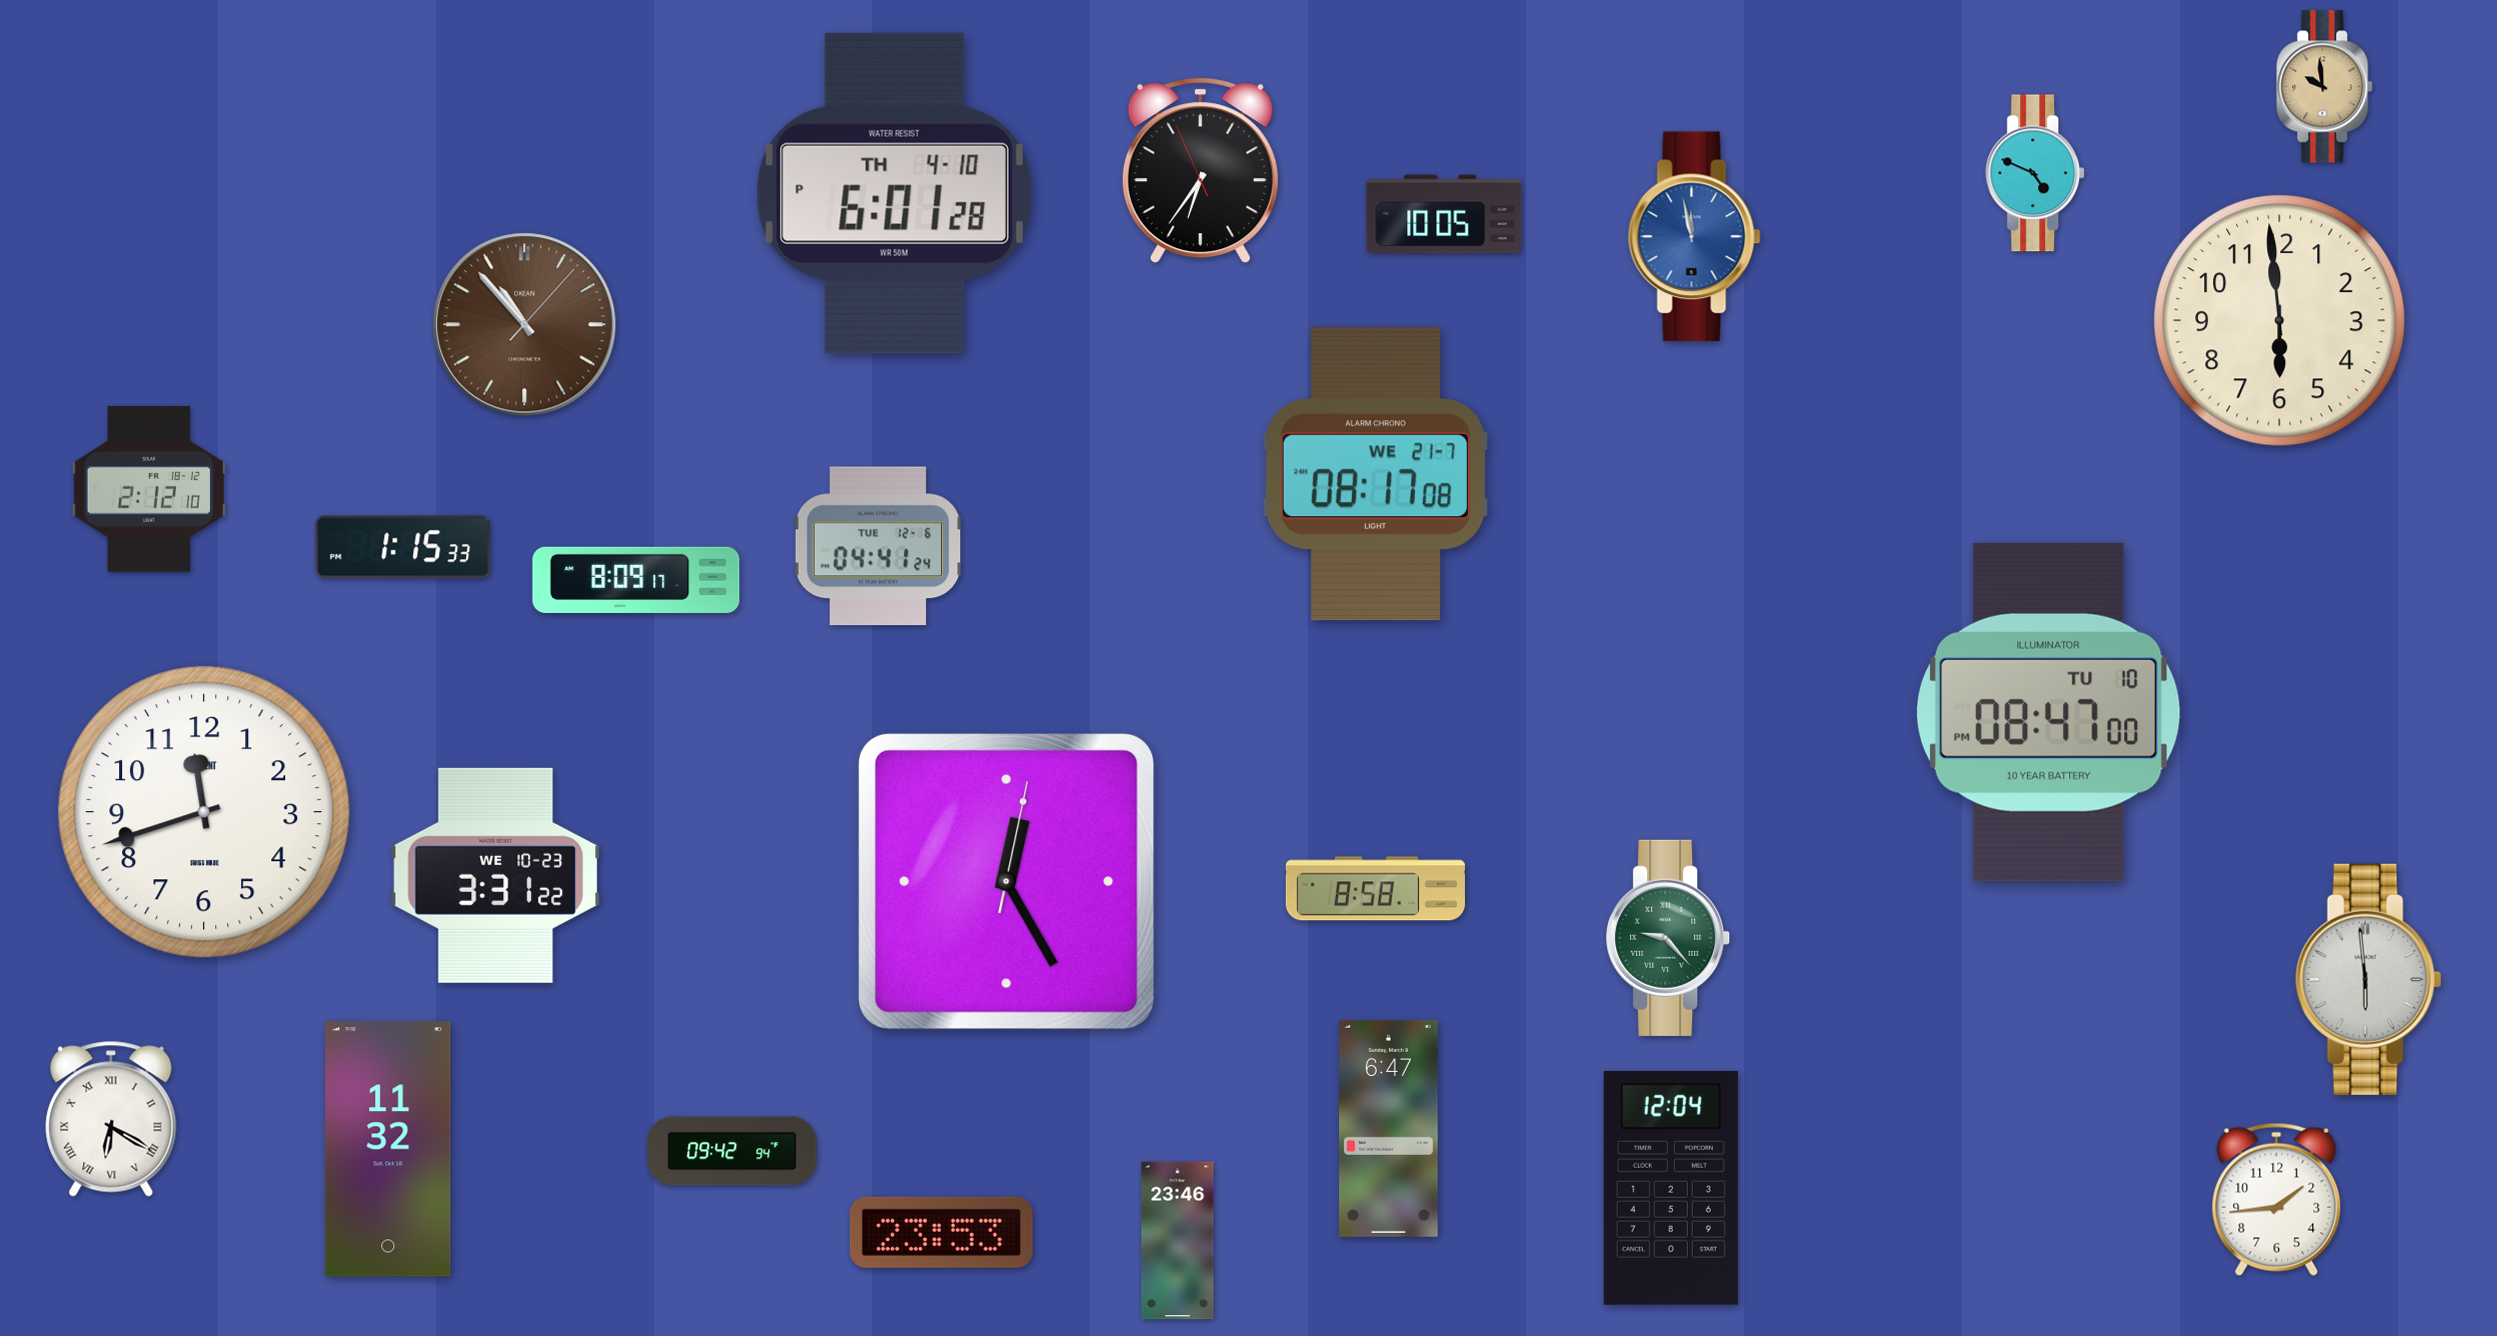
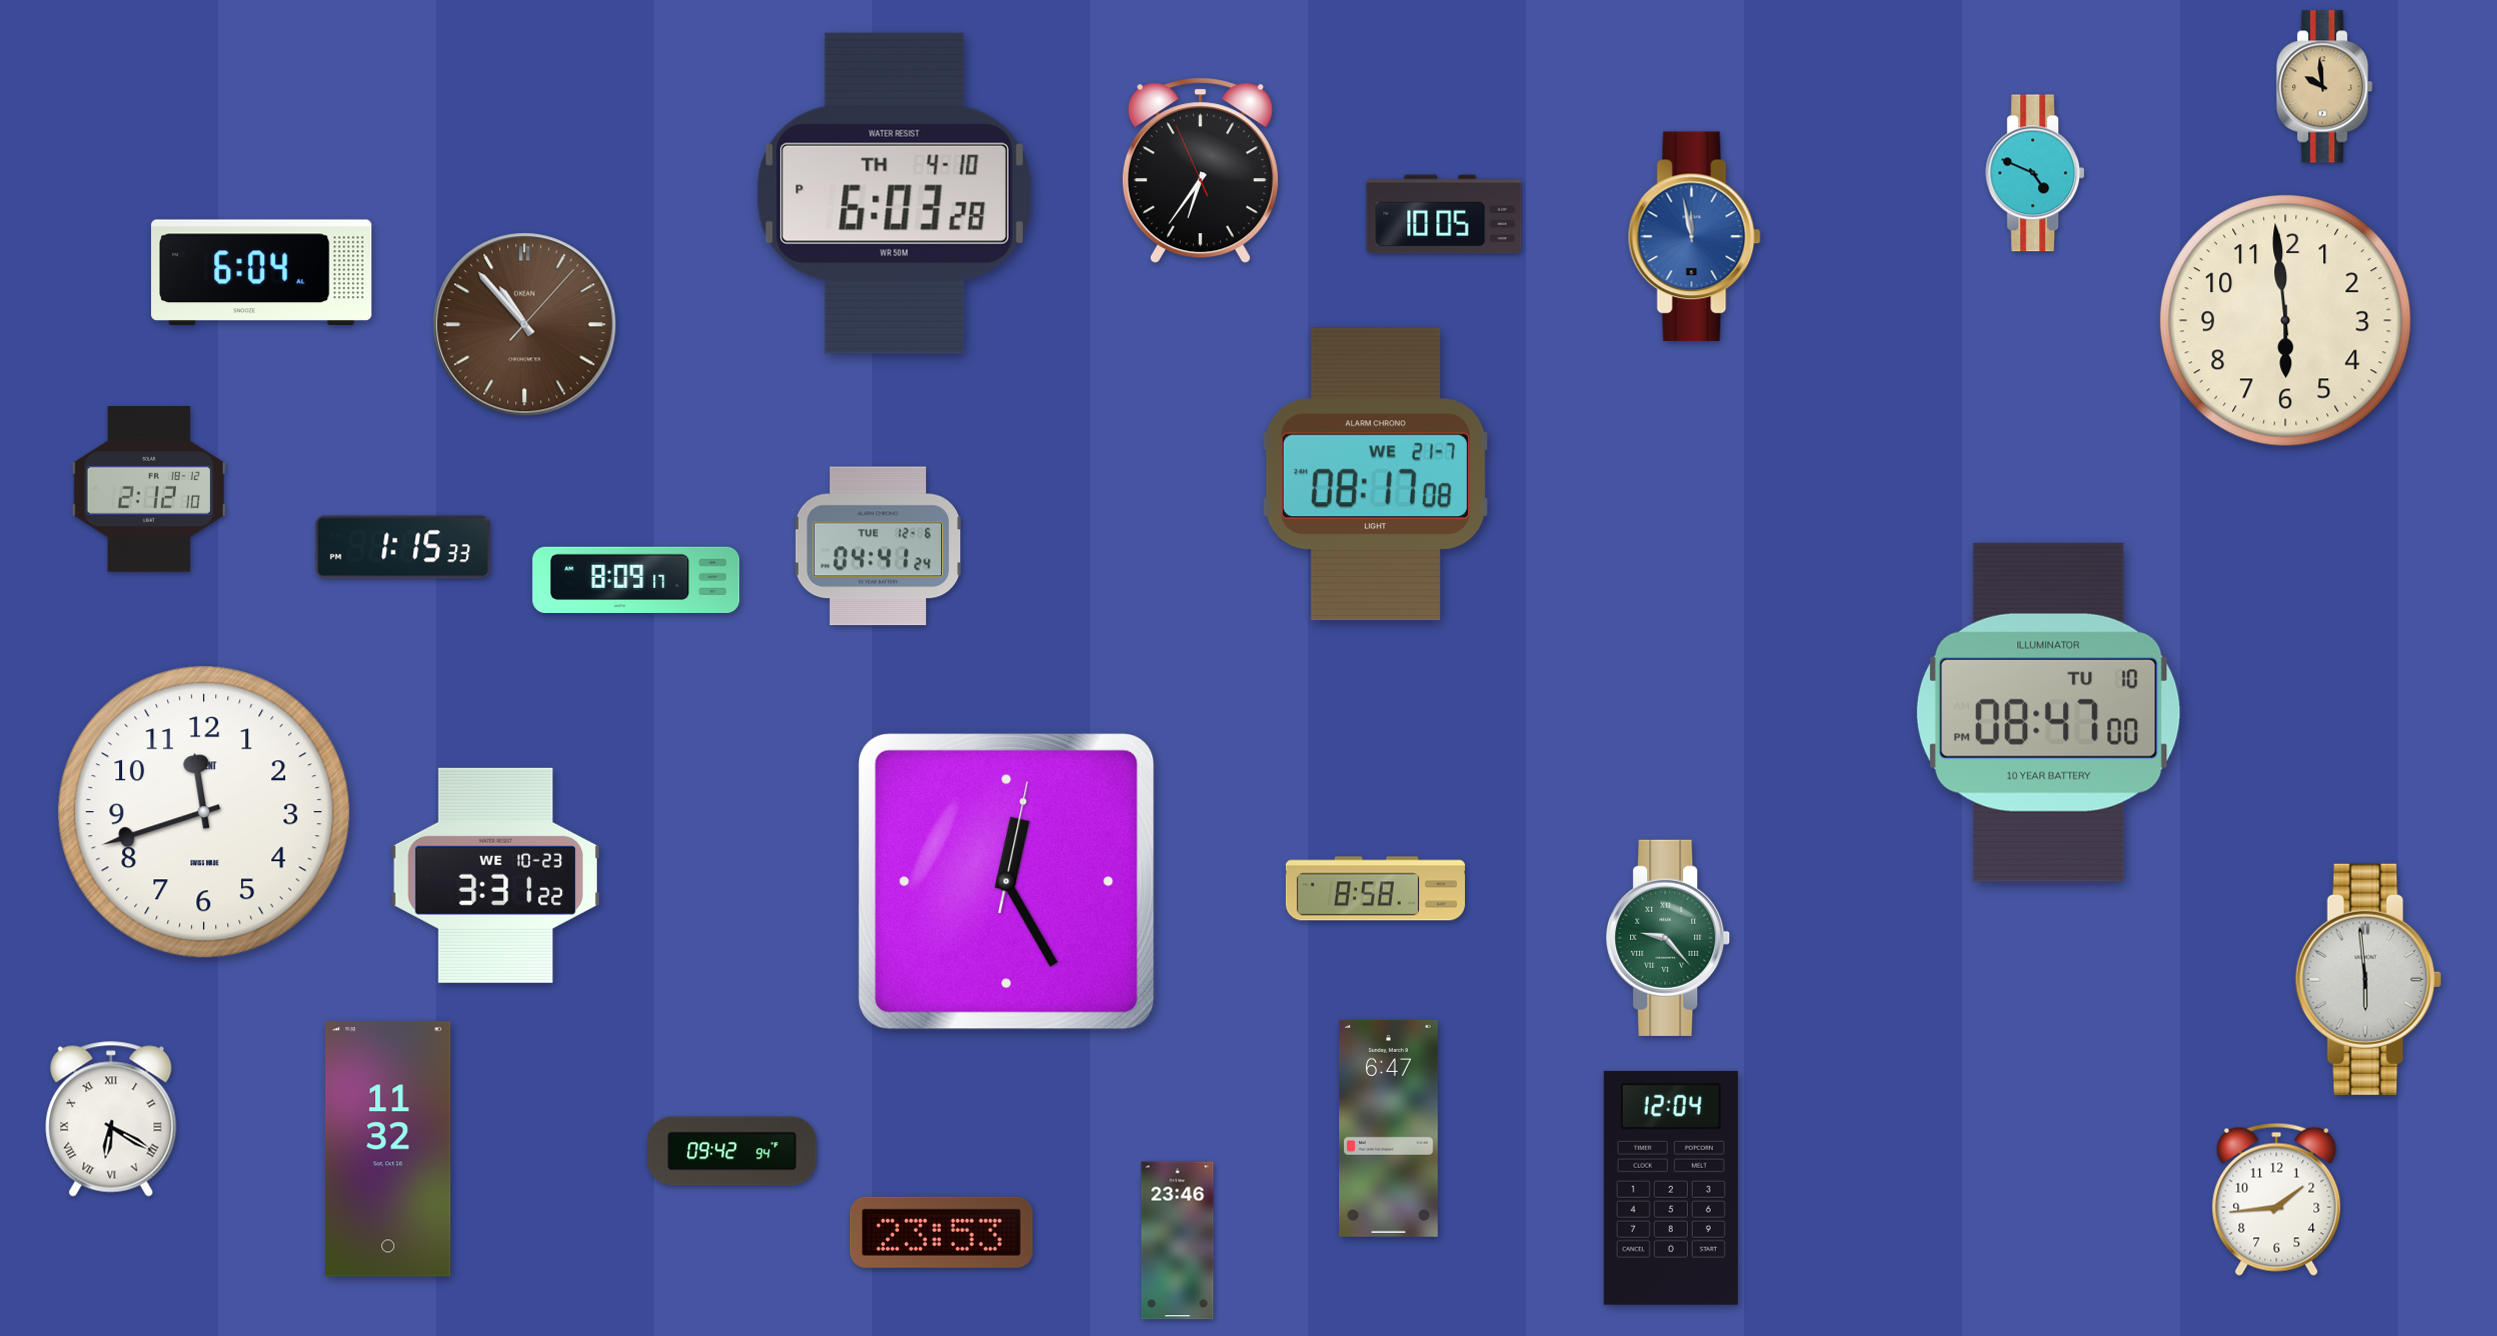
clock at (894, 193): 6:01 -> 6:03
clock at (262, 273): none -> 6:04
clock at (2280, 321) position: (2280, 321) -> (2286, 321)
